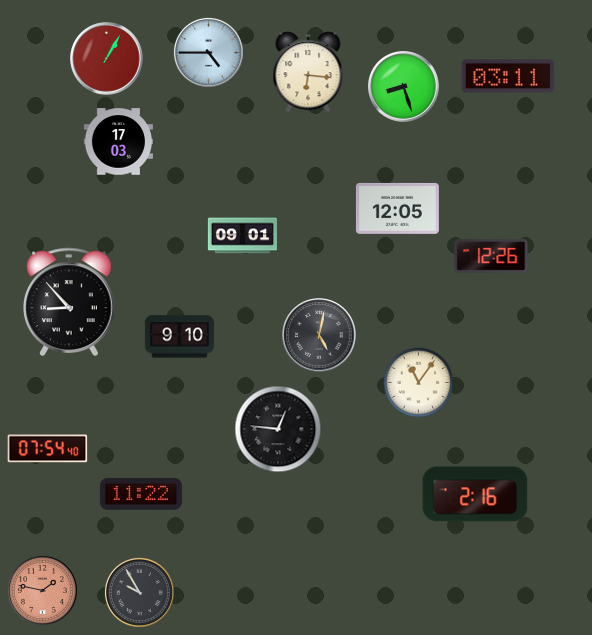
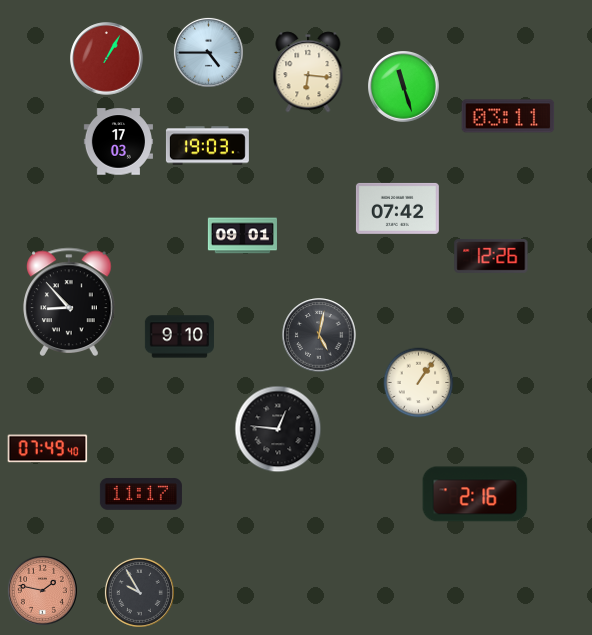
clock at (508, 76) position: (508, 76) -> (508, 116)
clock at (404, 87): 8:27 -> 11:27
clock at (207, 146): none -> 19:03
clock at (397, 208): 12:05 -> 07:42
clock at (419, 383): 11:06 -> 1:06
clock at (48, 449): 07:54 -> 07:49
clock at (141, 494): 11:22 -> 11:17
